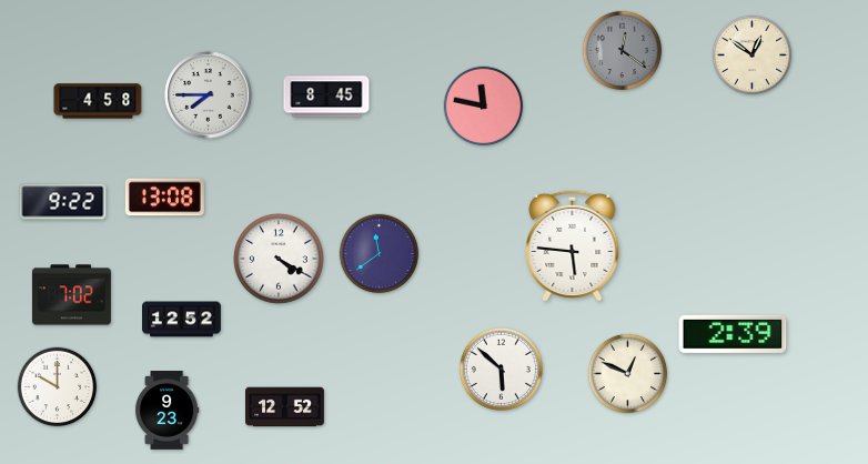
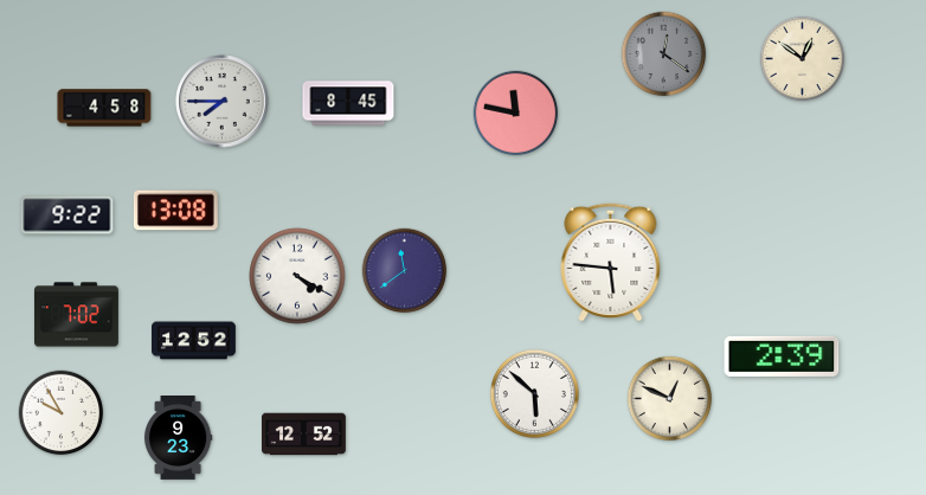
clock at (58, 387): 10:00 -> 9:55
